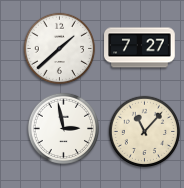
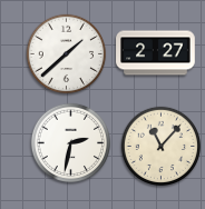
clock at (140, 48): 7:27 -> 2:27
clock at (64, 129): 2:58 -> 2:32
